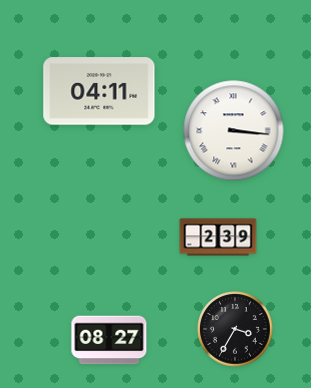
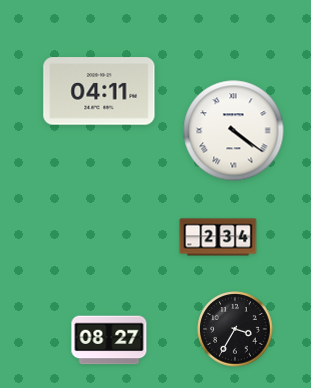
clock at (234, 131): 3:16 -> 4:21
clock at (218, 237): 2:39 -> 2:34
